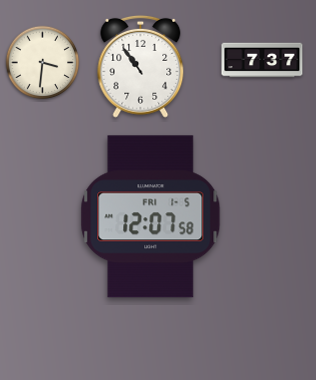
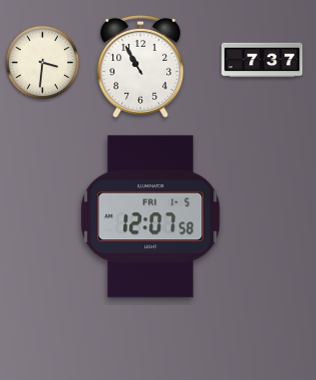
clock at (141, 66): 10:54 -> 10:55
